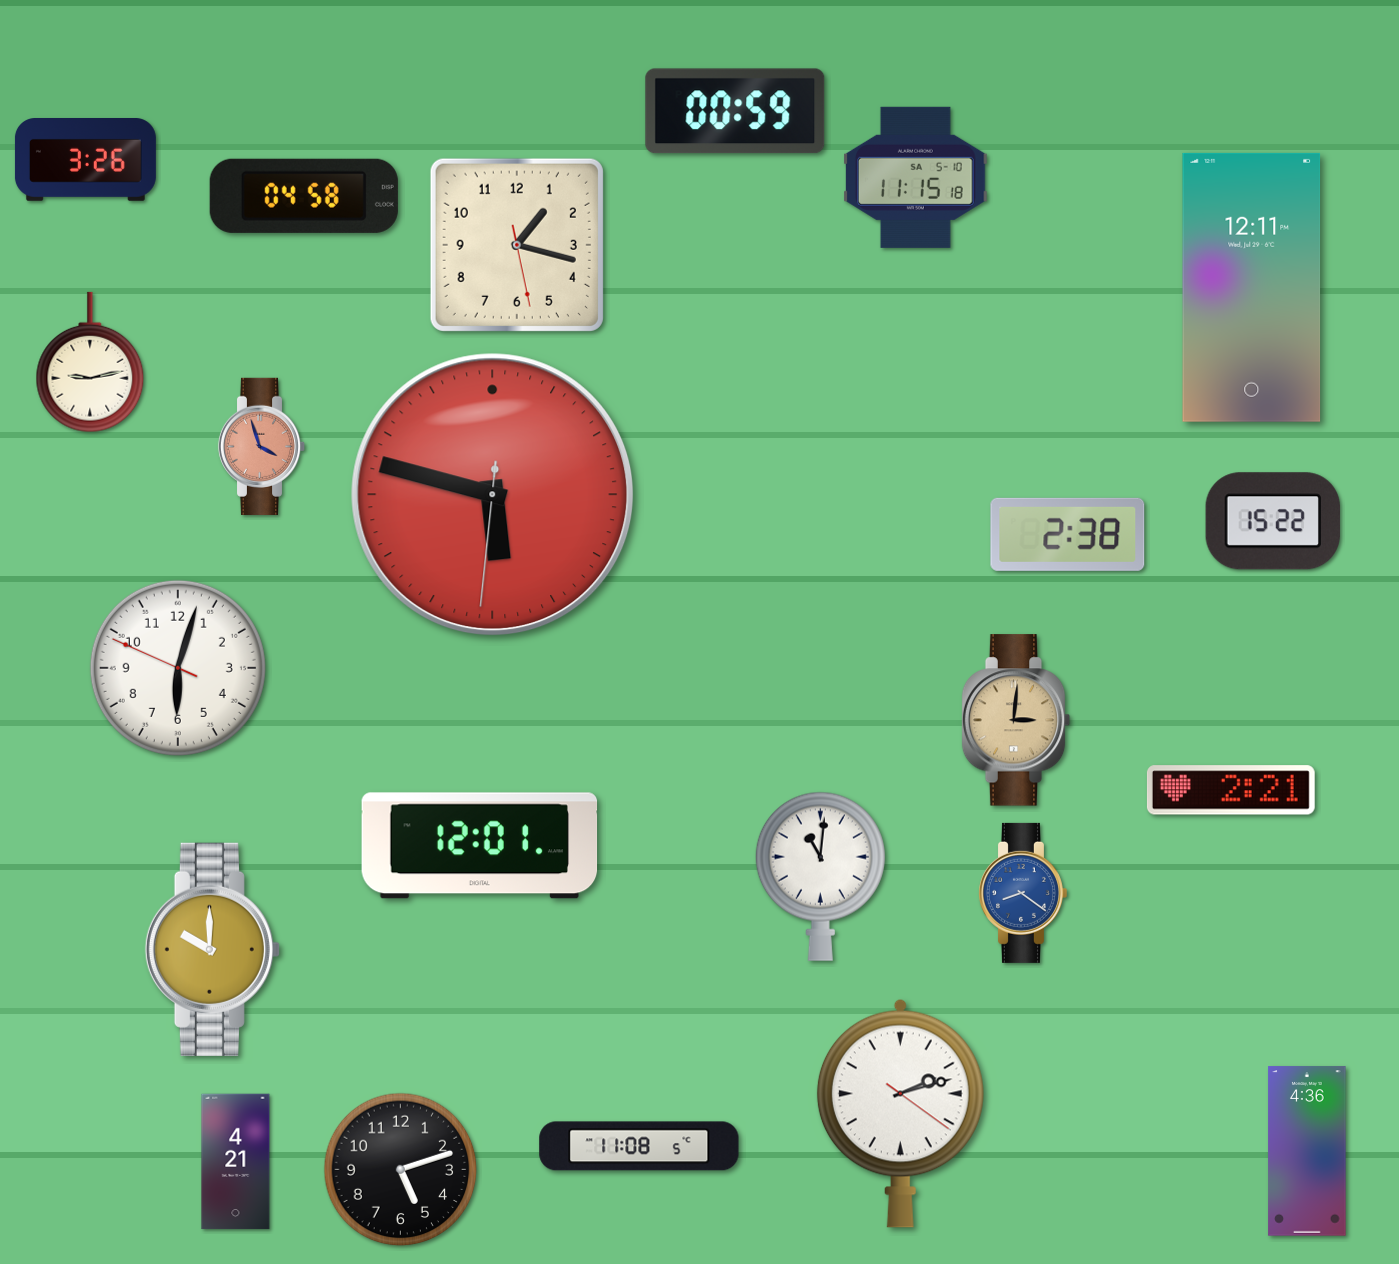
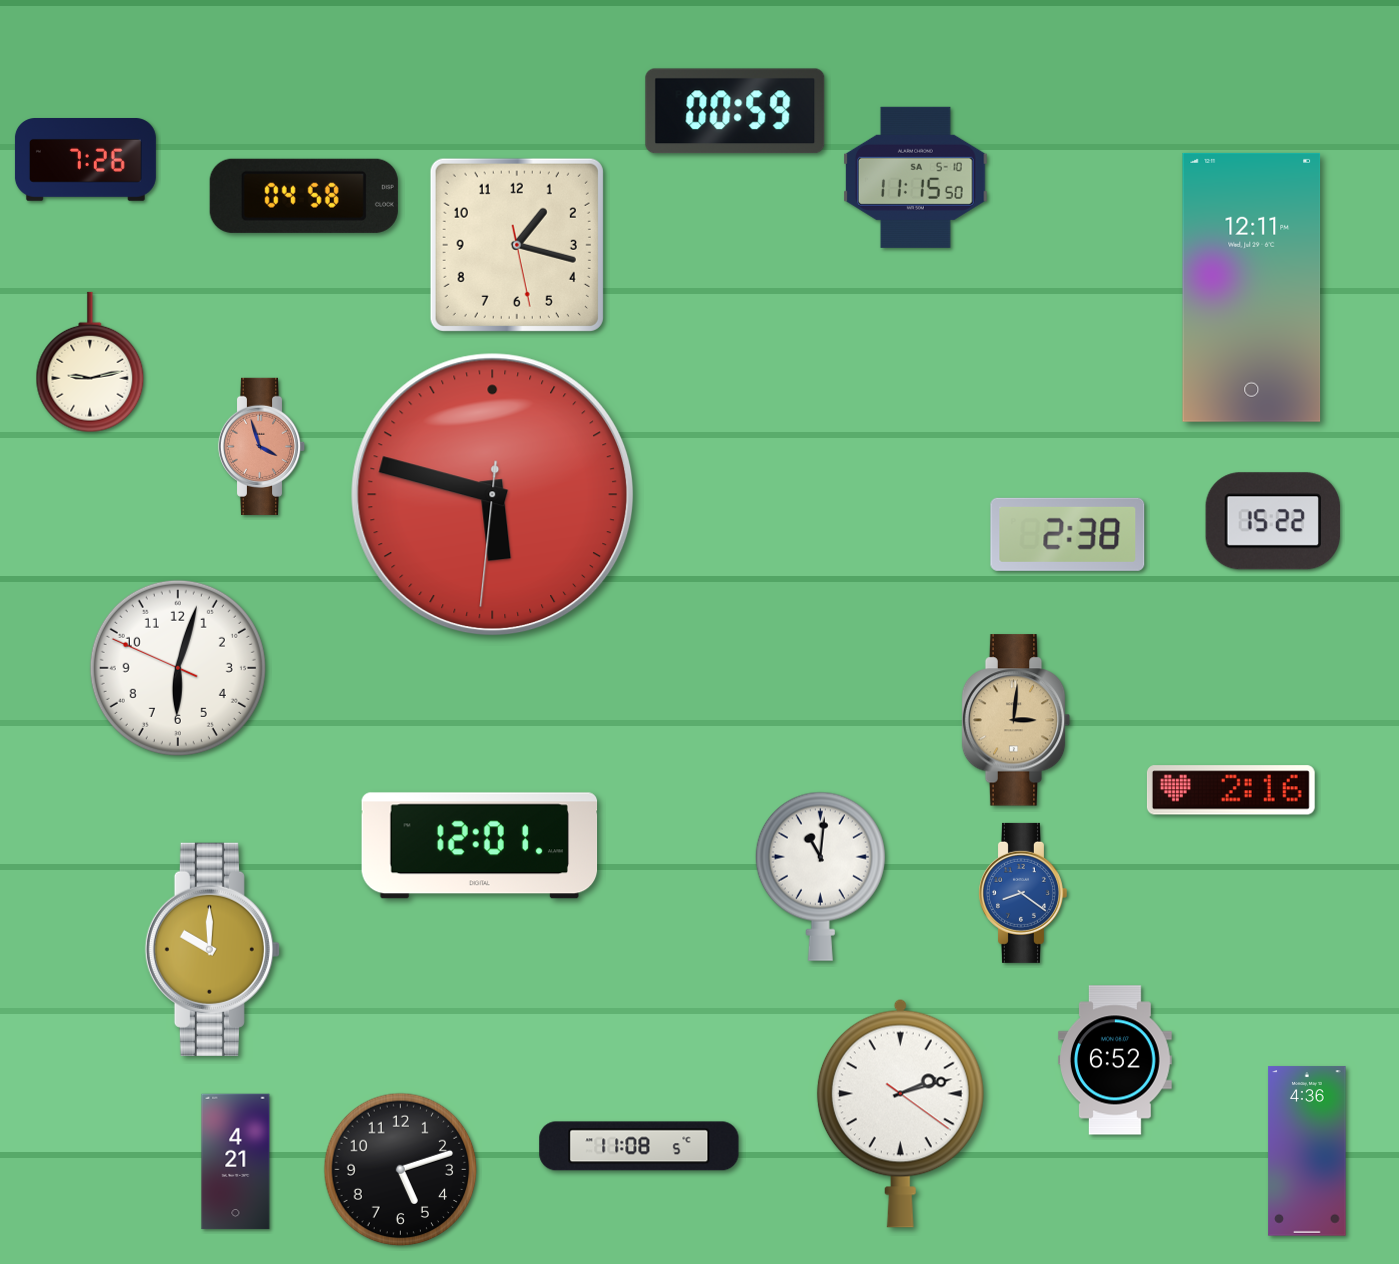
clock at (85, 160): 3:26 -> 7:26
clock at (916, 177): 11:15:18 -> 11:15:50
clock at (1231, 790): 2:21 -> 2:16
clock at (1116, 1060): none -> 6:52
